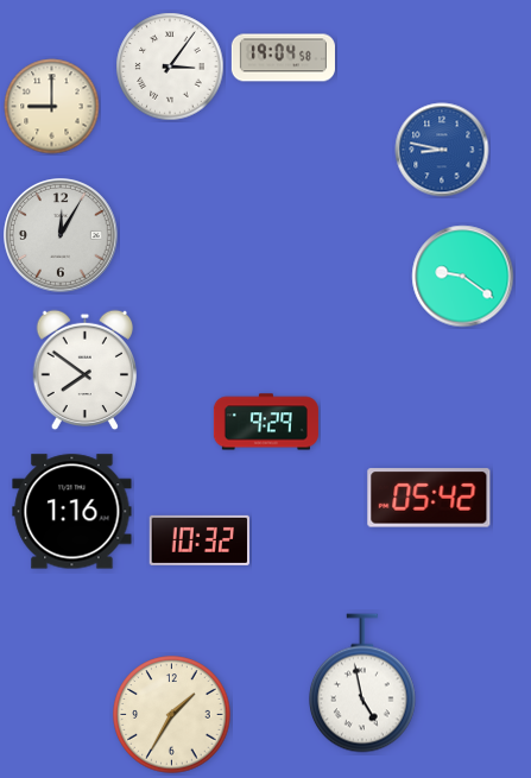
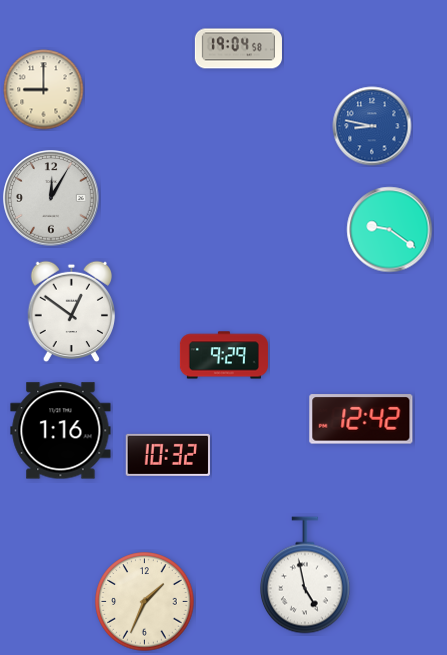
clock at (170, 67): 3:06 -> none
clock at (463, 277) position: (463, 277) -> (390, 230)
clock at (84, 371): 7:51 -> 12:51
clock at (429, 498): 05:42 -> 12:42
clock at (172, 715): 1:35 -> 1:34
